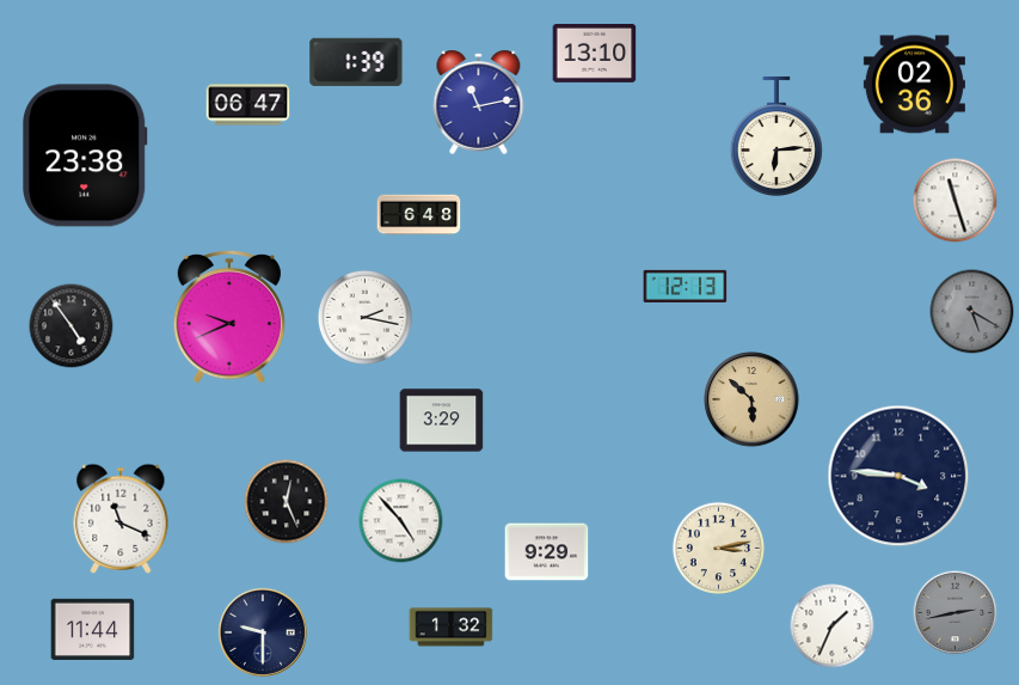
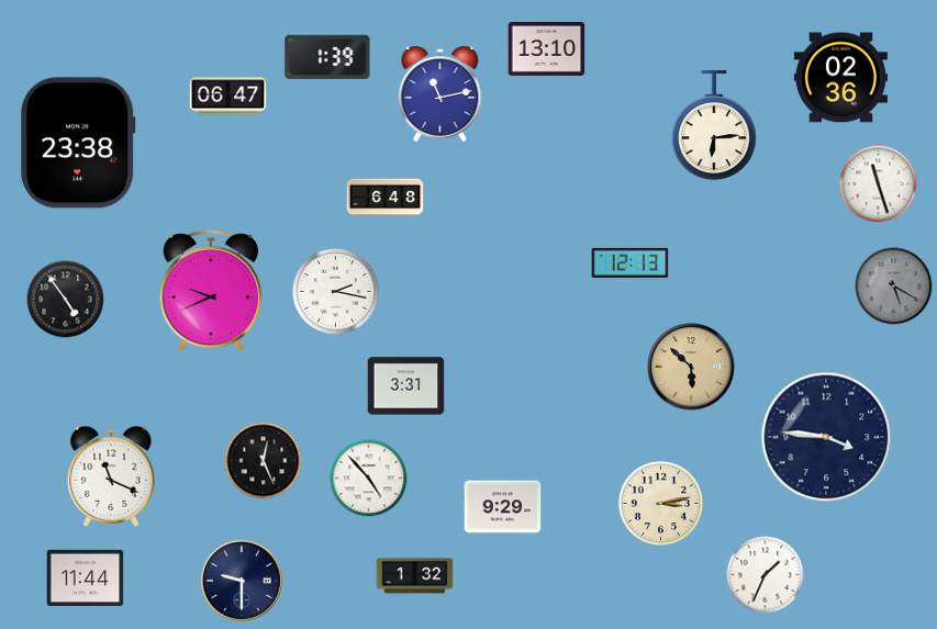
clock at (442, 421): 3:29 -> 3:31
clock at (956, 613): 2:43 -> none
